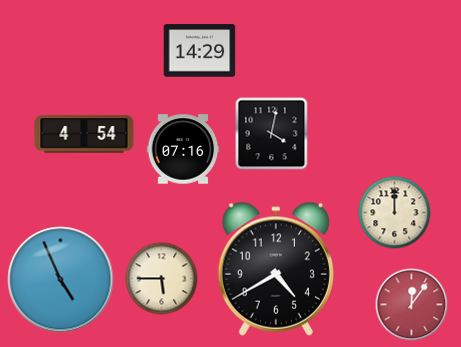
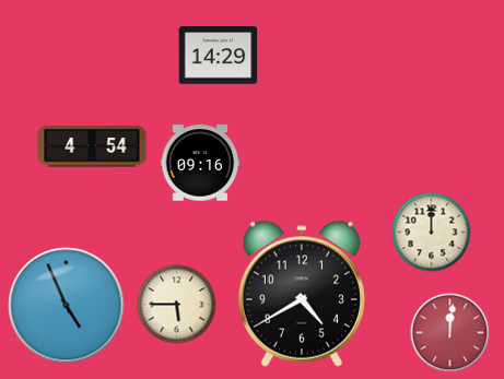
clock at (272, 134): 4:02 -> none
clock at (183, 149): 07:16 -> 09:16
clock at (412, 305): 12:06 -> 12:01
